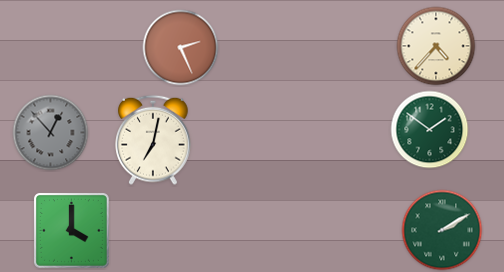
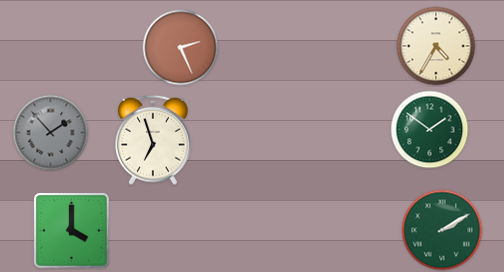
clock at (436, 46): 4:37 -> 4:35
clock at (51, 133): 12:53 -> 1:53
clock at (153, 140): 7:02 -> 6:57
